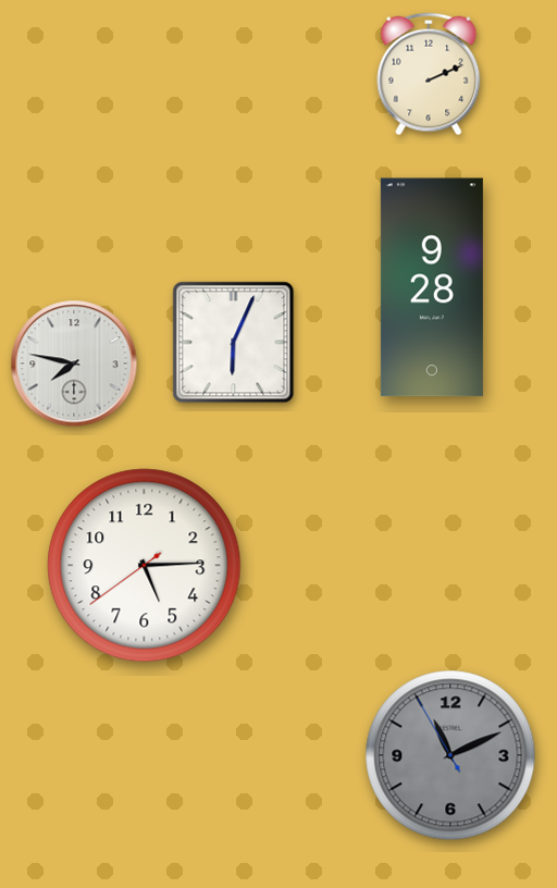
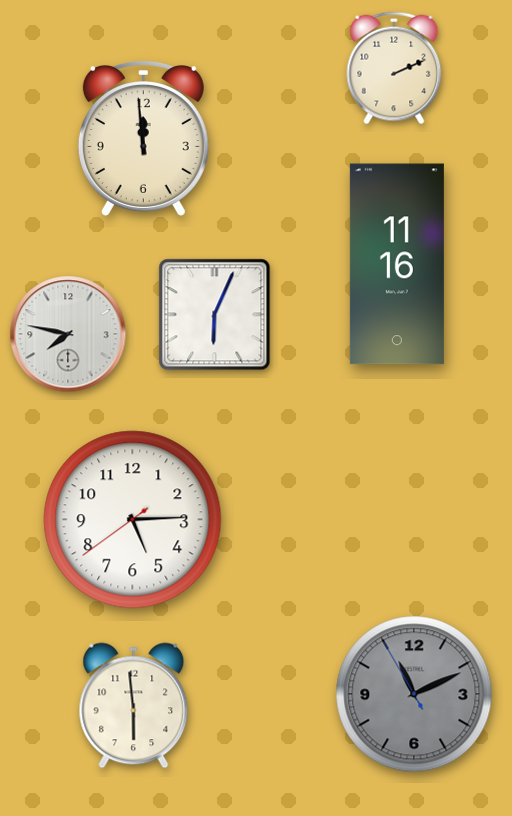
clock at (143, 139): none -> 11:59
clock at (432, 287): 9:28 -> 11:16
clock at (134, 706): none -> 5:59
